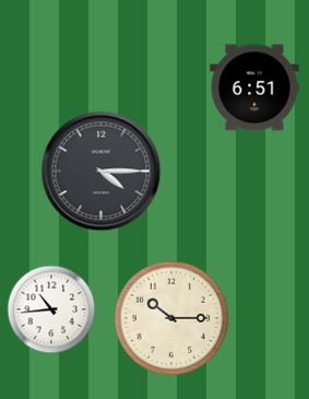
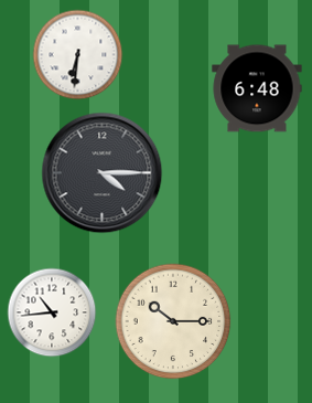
clock at (78, 55): none -> 6:31
clock at (254, 87): 6:51 -> 6:48
